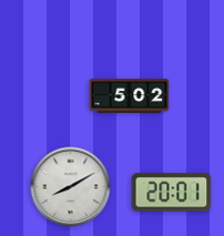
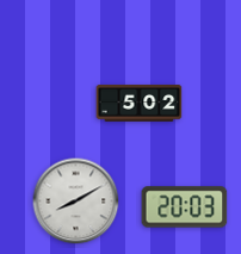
clock at (172, 193): 20:01 -> 20:03
